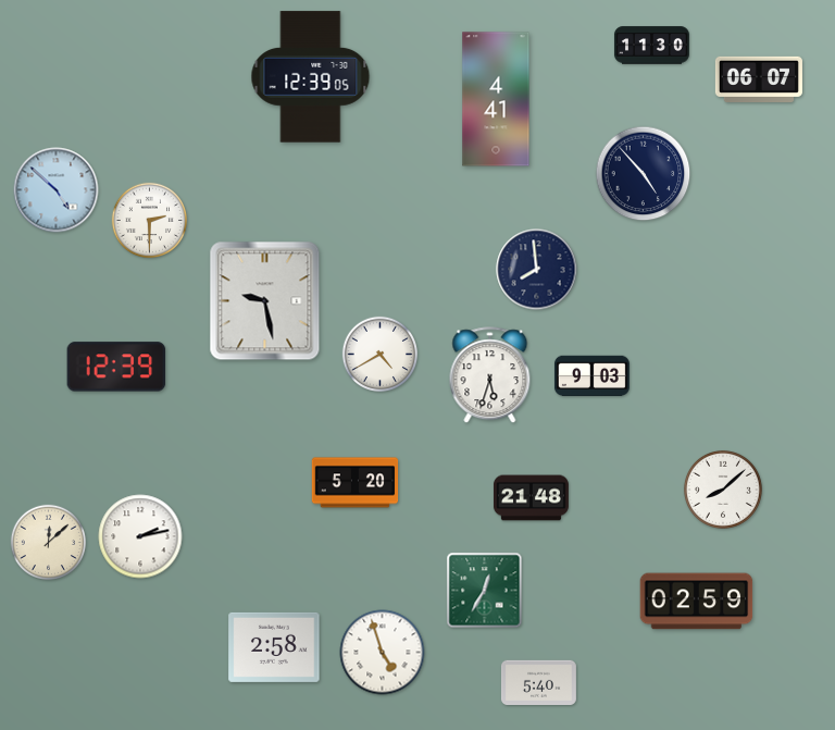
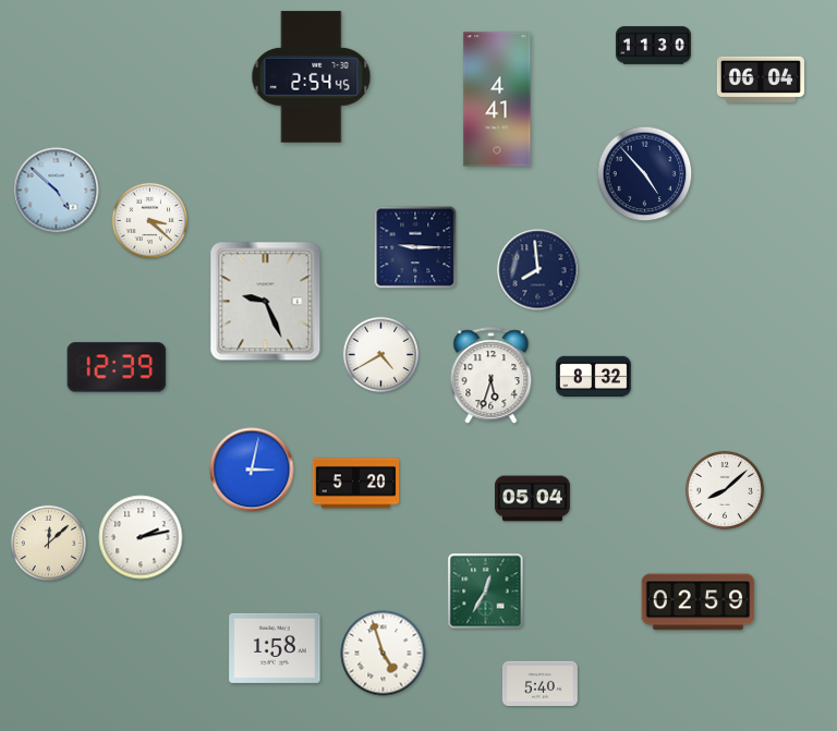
clock at (311, 77): 12:39 -> 2:54
clock at (759, 78): 06:07 -> 06:04
clock at (150, 221): 2:30 -> 3:22
clock at (415, 247): none -> 9:15
clock at (265, 301): 9:28 -> 9:26
clock at (591, 376): 9:03 -> 8:32
clock at (252, 470): none -> 3:02
clock at (532, 498): 21:48 -> 05:04
clock at (274, 647): 2:58 -> 1:58
